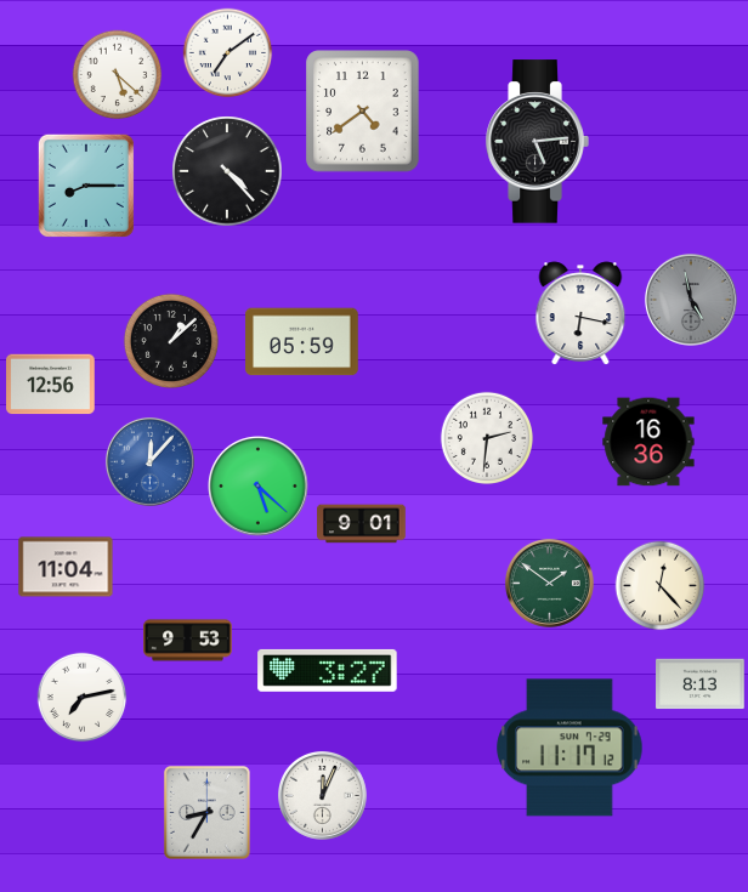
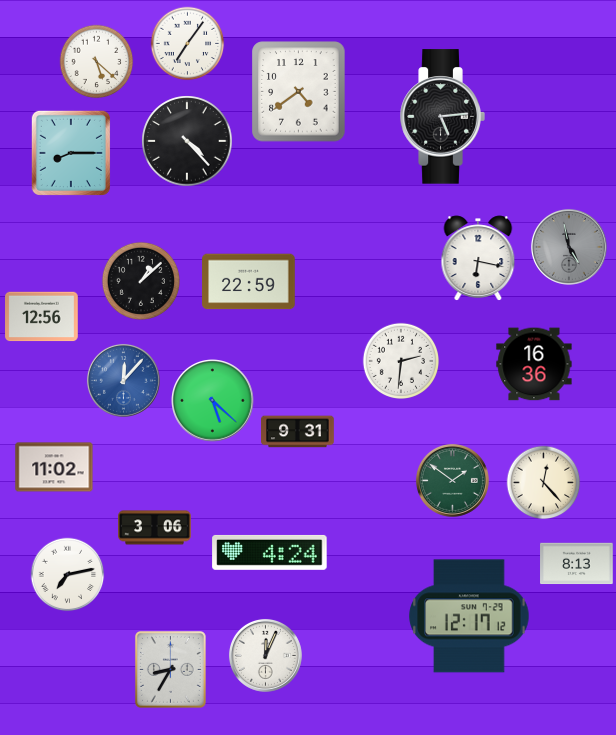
clock at (228, 53): 7:09 -> 7:06
clock at (302, 342): 05:59 -> 22:59
clock at (362, 524): 9:01 -> 9:31
clock at (66, 567): 11:04 -> 11:02
clock at (188, 641): 9:53 -> 3:06
clock at (328, 670): 3:27 -> 4:24
clock at (569, 748): 11:17 -> 12:17
